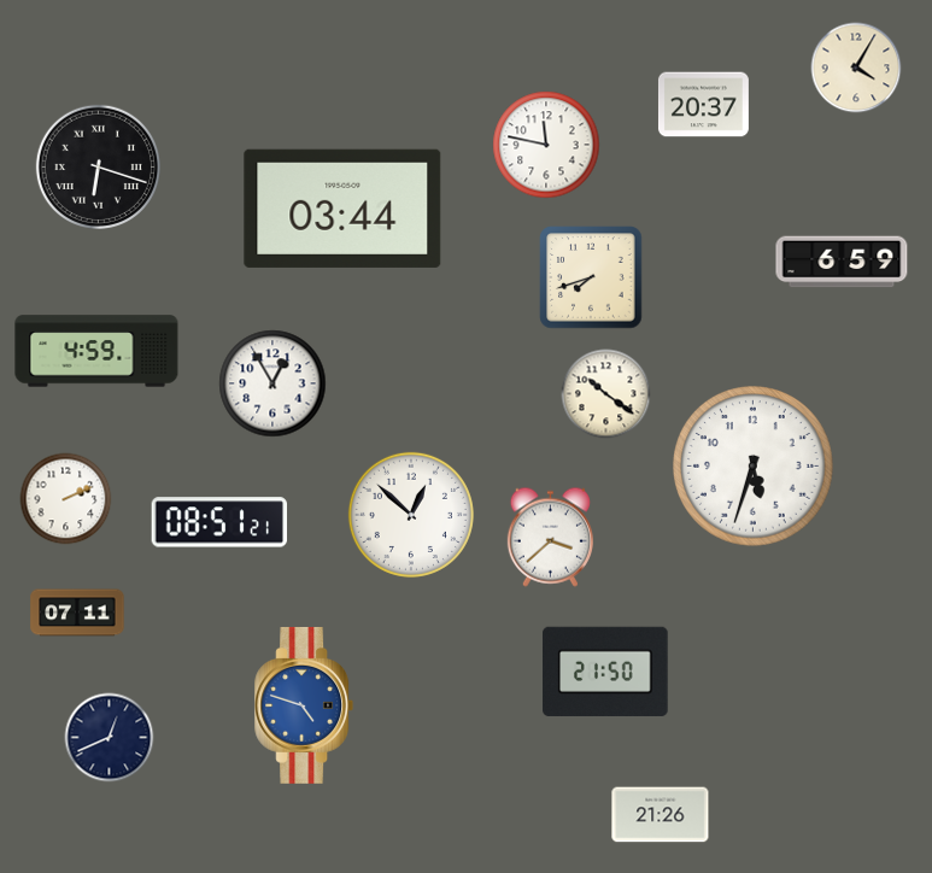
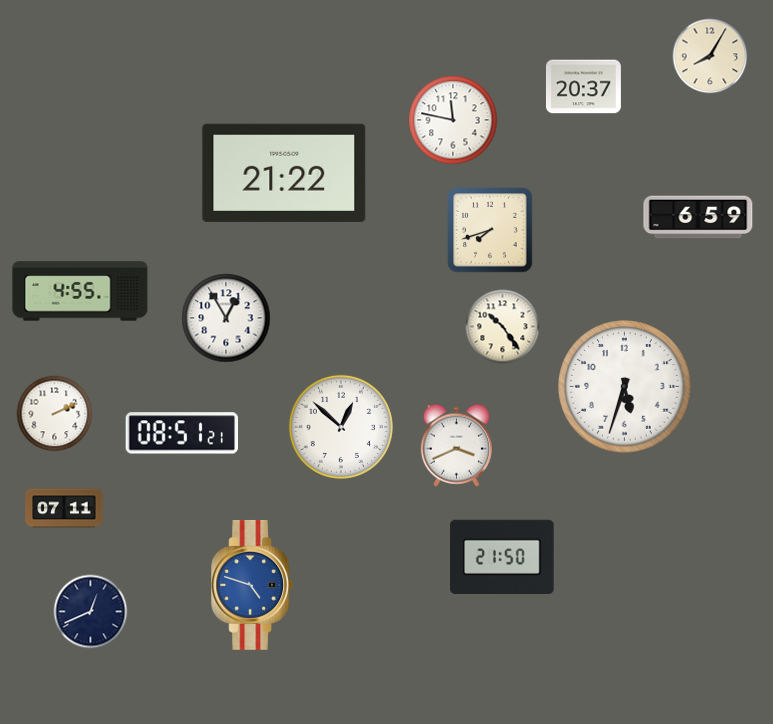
clock at (856, 68): 4:05 -> 8:05
clock at (98, 166): 6:18 -> none
clock at (342, 209): 03:44 -> 21:22
clock at (96, 351): 4:59 -> 4:55
clock at (606, 394): 10:21 -> 10:24
clock at (550, 537): 3:38 -> 3:41
clock at (661, 815): 21:26 -> none
